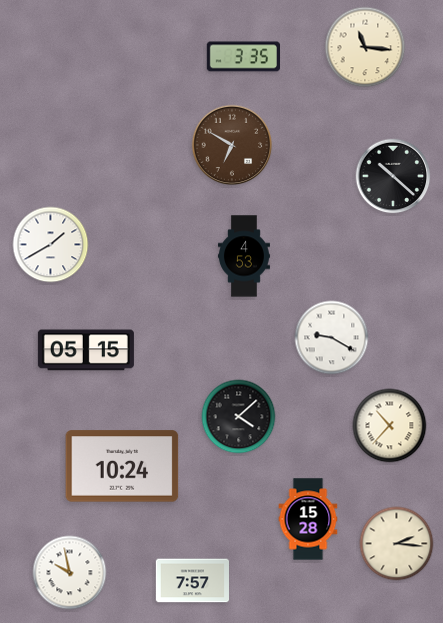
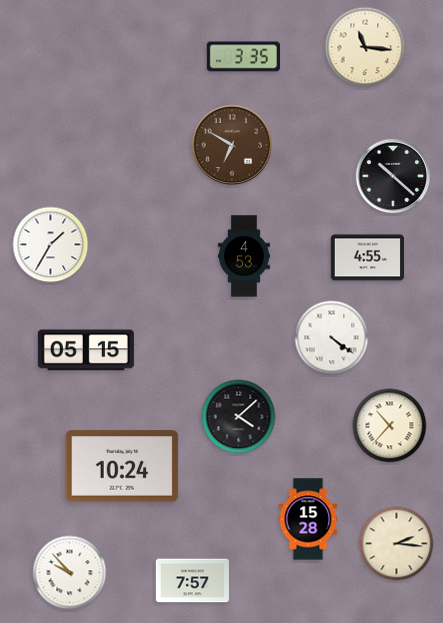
clock at (51, 245): 1:40 -> 1:35
clock at (367, 258): none -> 4:55
clock at (332, 338): 9:20 -> 4:21
clock at (70, 573): 9:58 -> 9:53
